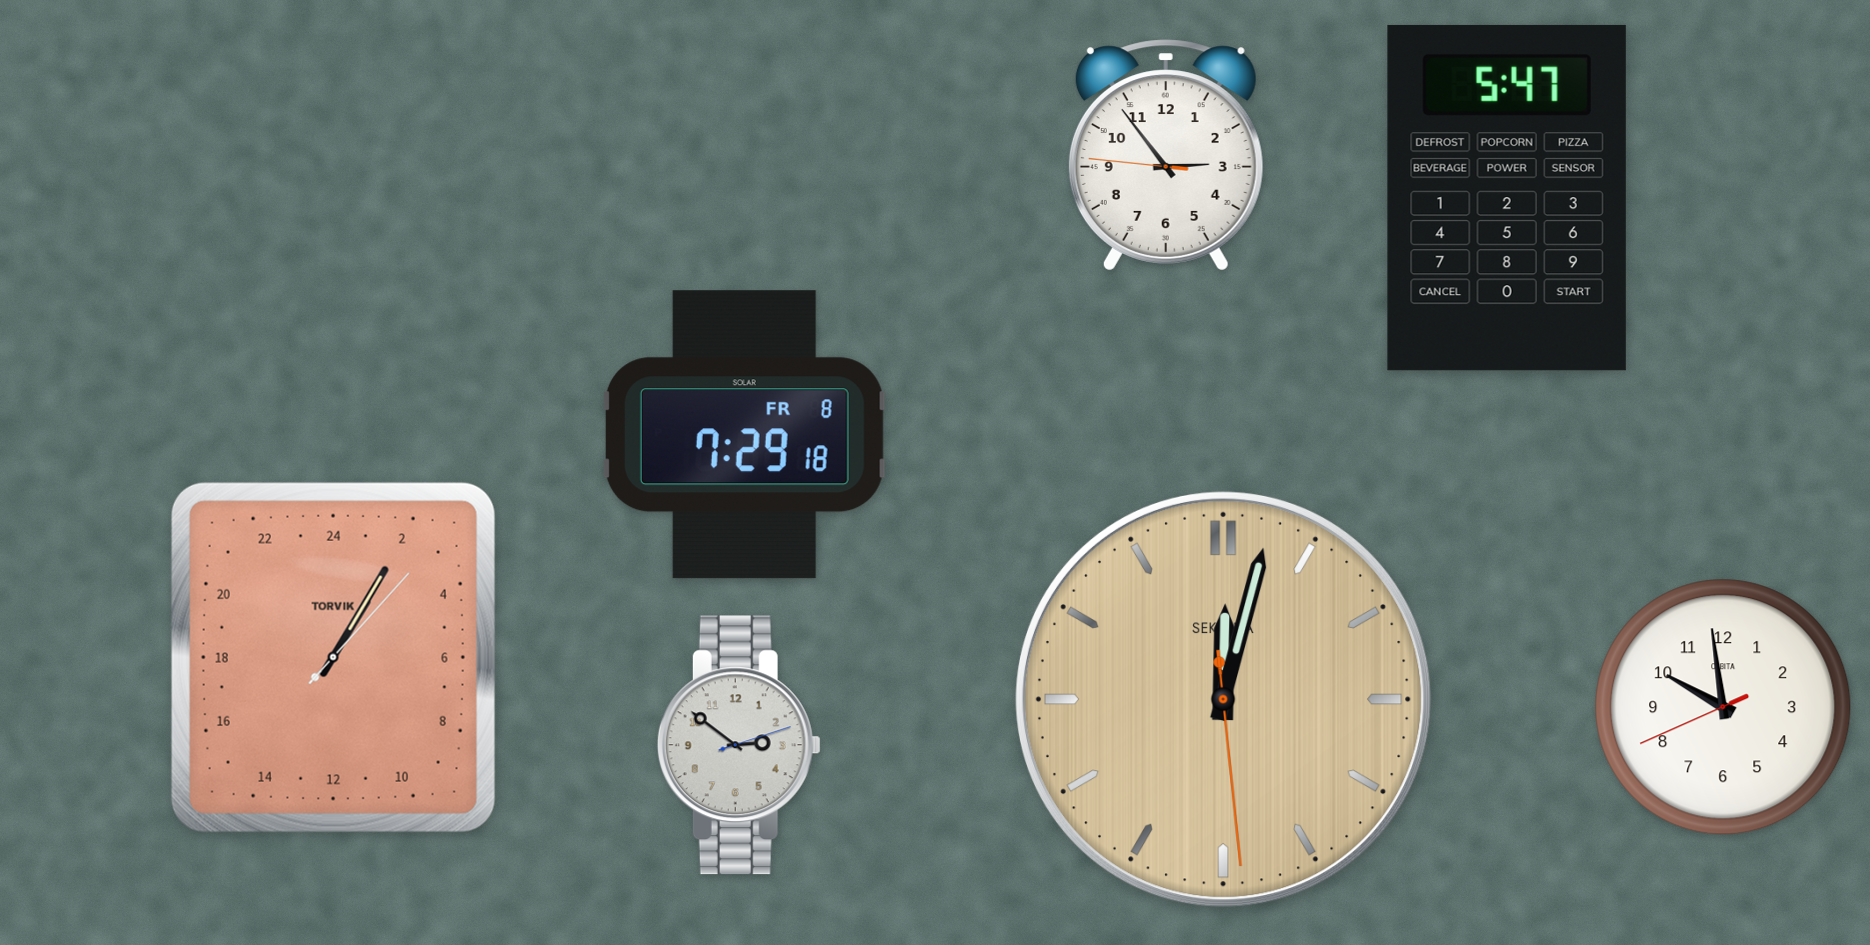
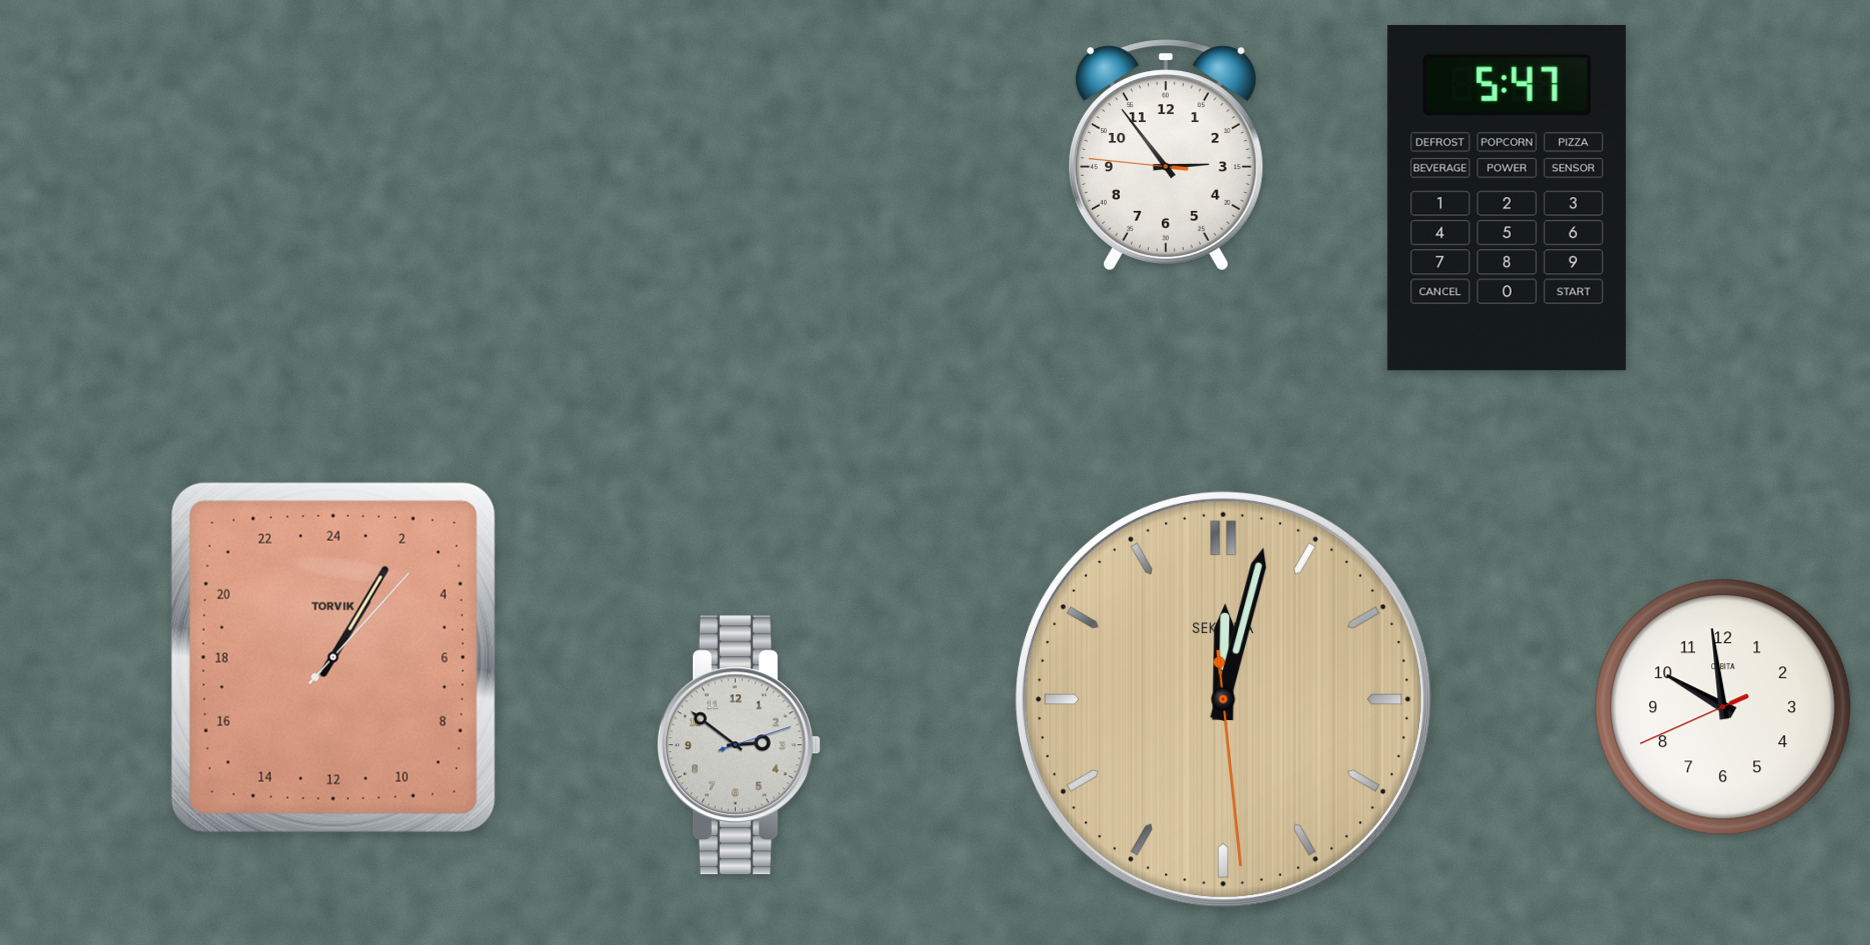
clock at (744, 435): 7:29 -> none
